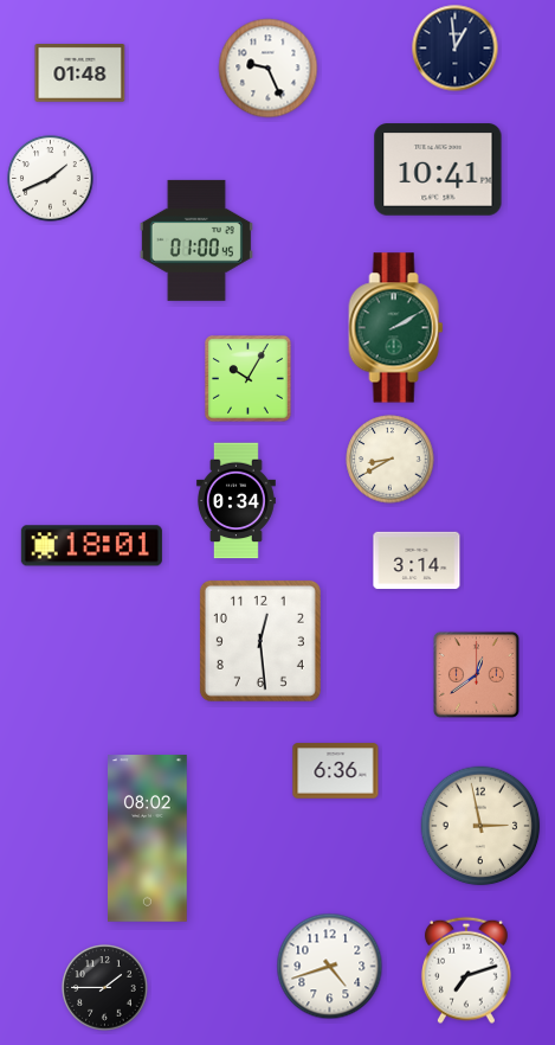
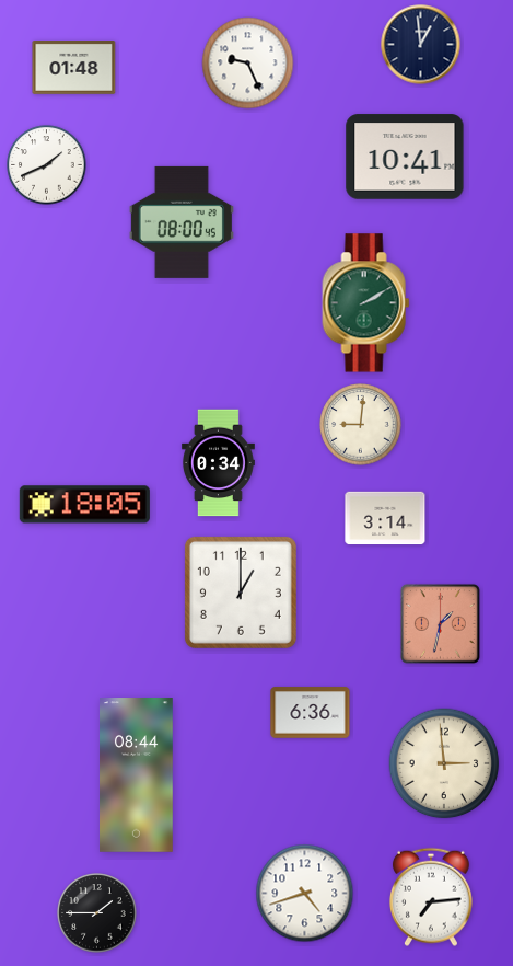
clock at (196, 241): 01:00 -> 08:00
clock at (249, 379): 10:05 -> none
clock at (391, 460): 8:40 -> 9:01
clock at (91, 546): 18:01 -> 18:05
clock at (260, 641): 12:29 -> 1:00
clock at (476, 674): 12:39 -> 1:32
clock at (480, 826): 2:58 -> 2:59
clock at (148, 839): 08:02 -> 08:44
clock at (466, 970): 7:12 -> 7:14
